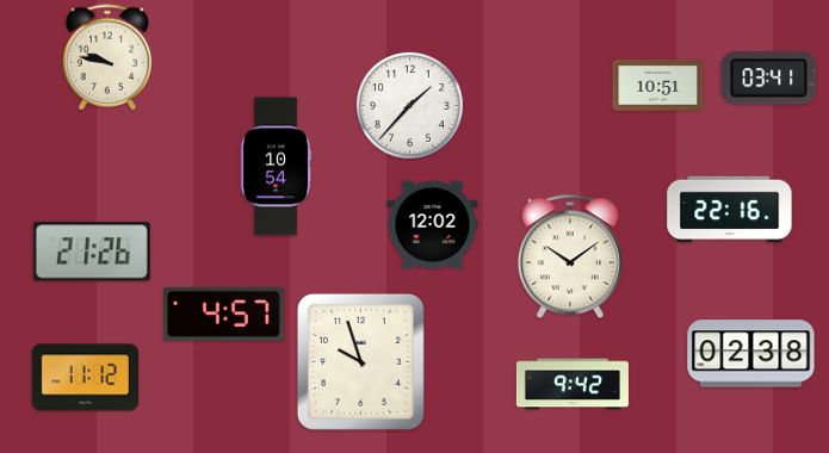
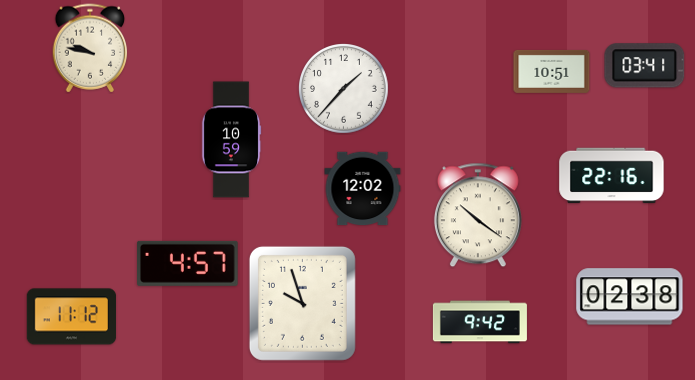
clock at (276, 167): 10:54 -> 10:59
clock at (92, 252): 21:26 -> none
clock at (570, 256): 10:09 -> 10:21
